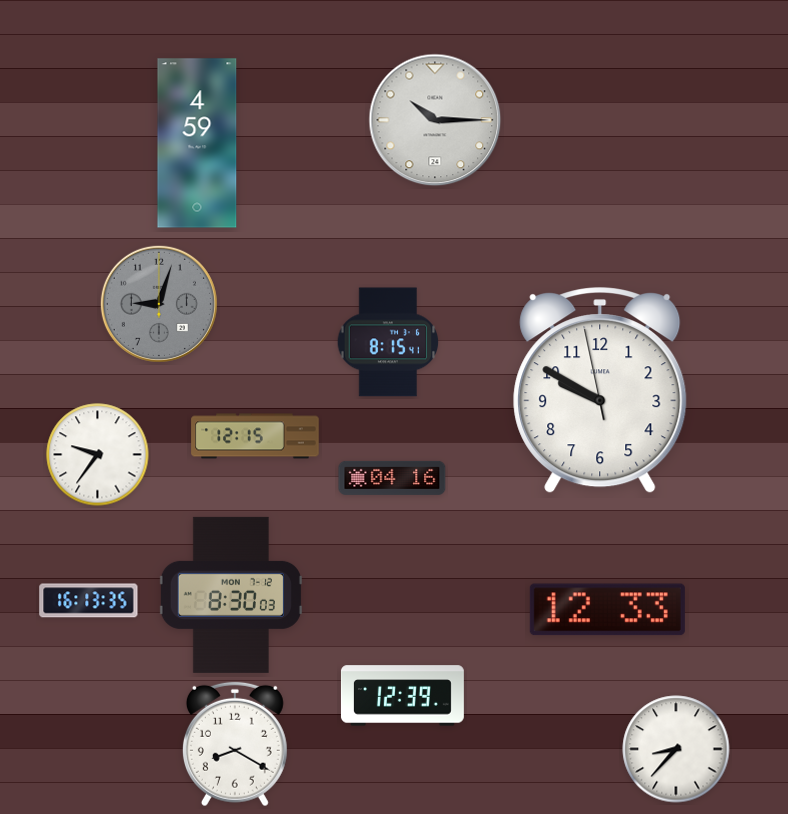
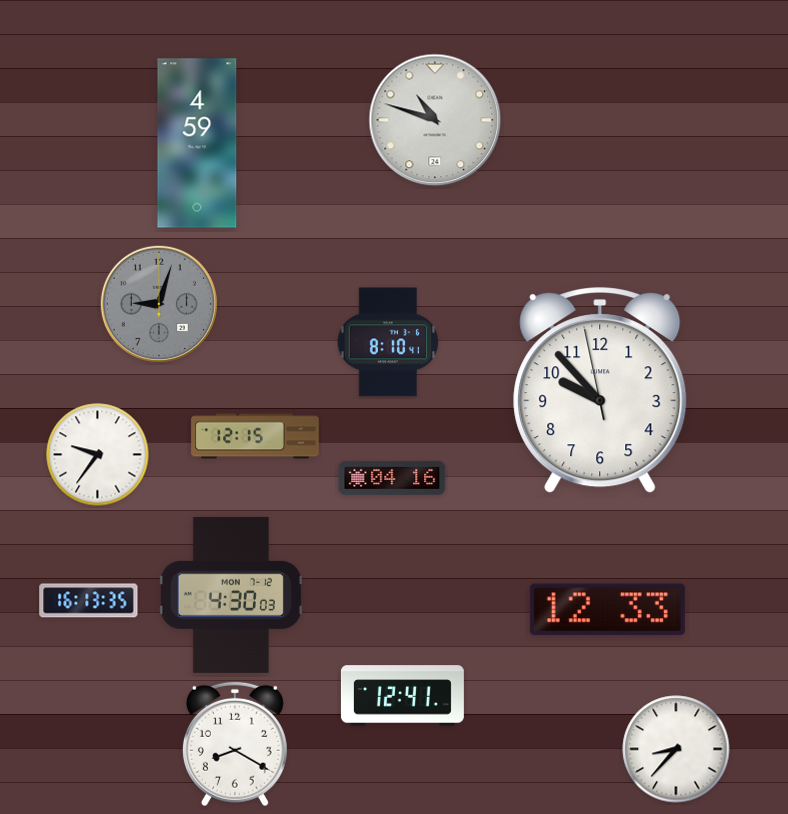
clock at (435, 120): 10:15 -> 10:48
clock at (388, 342): 8:15 -> 8:10
clock at (600, 391): 9:49 -> 9:52
clock at (231, 595): 8:30 -> 4:30
clock at (402, 696): 12:39 -> 12:41
